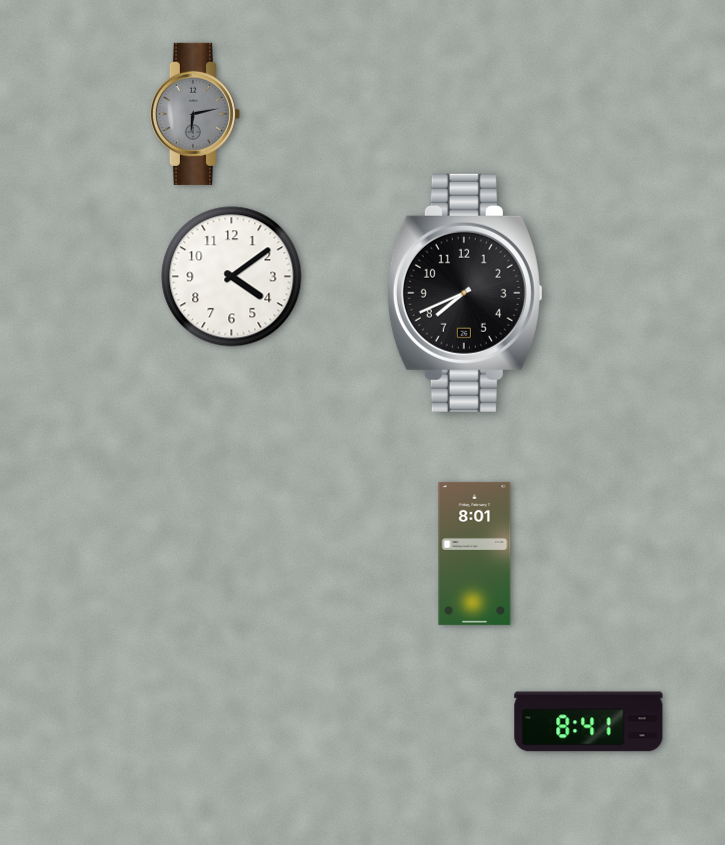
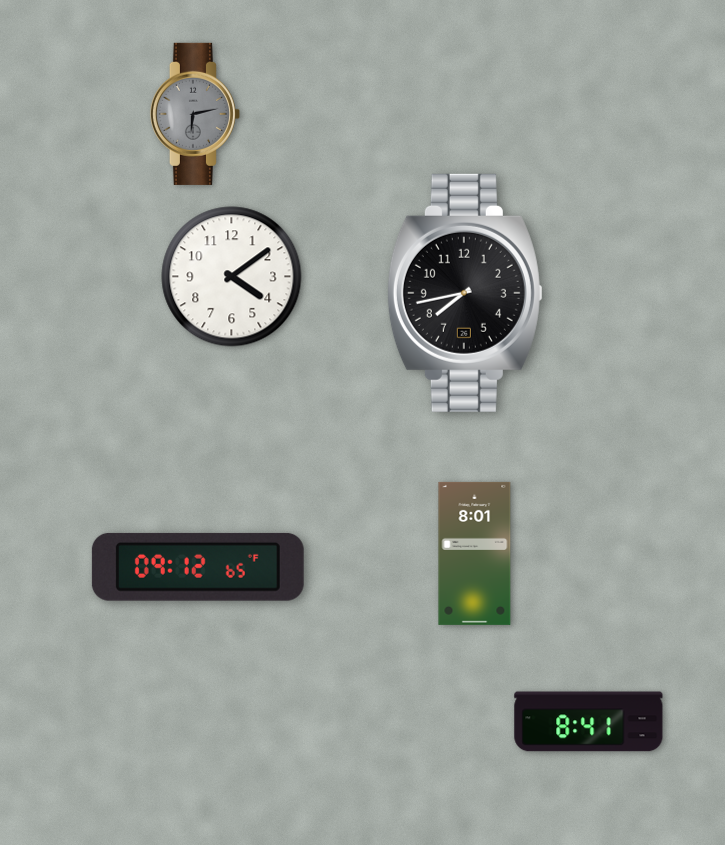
clock at (465, 293): 7:41 -> 7:43
clock at (198, 567): none -> 09:12
